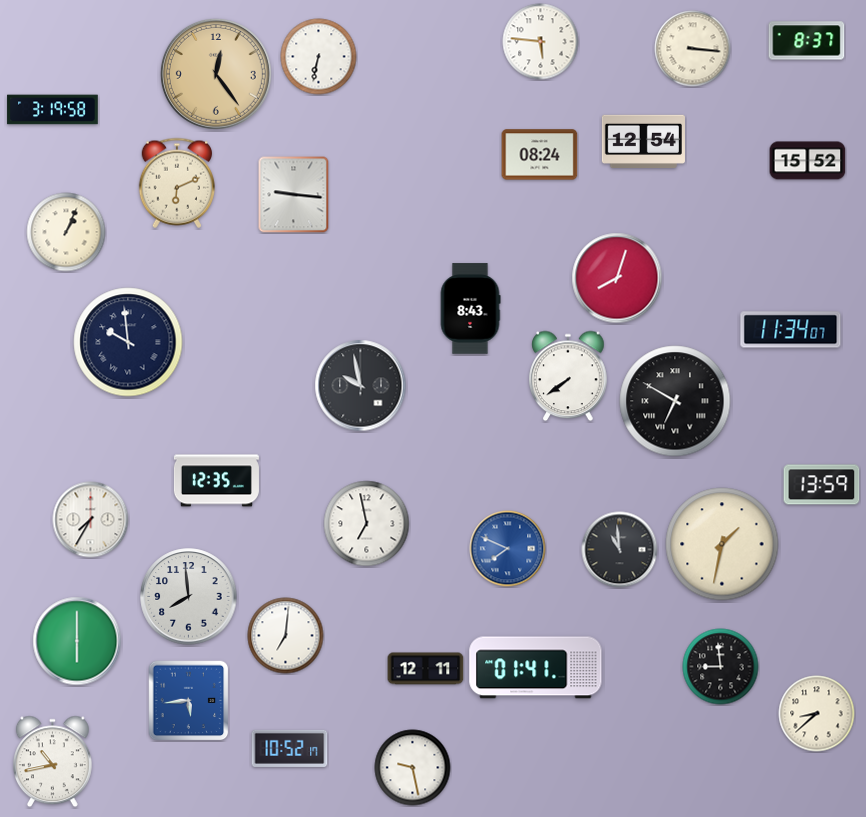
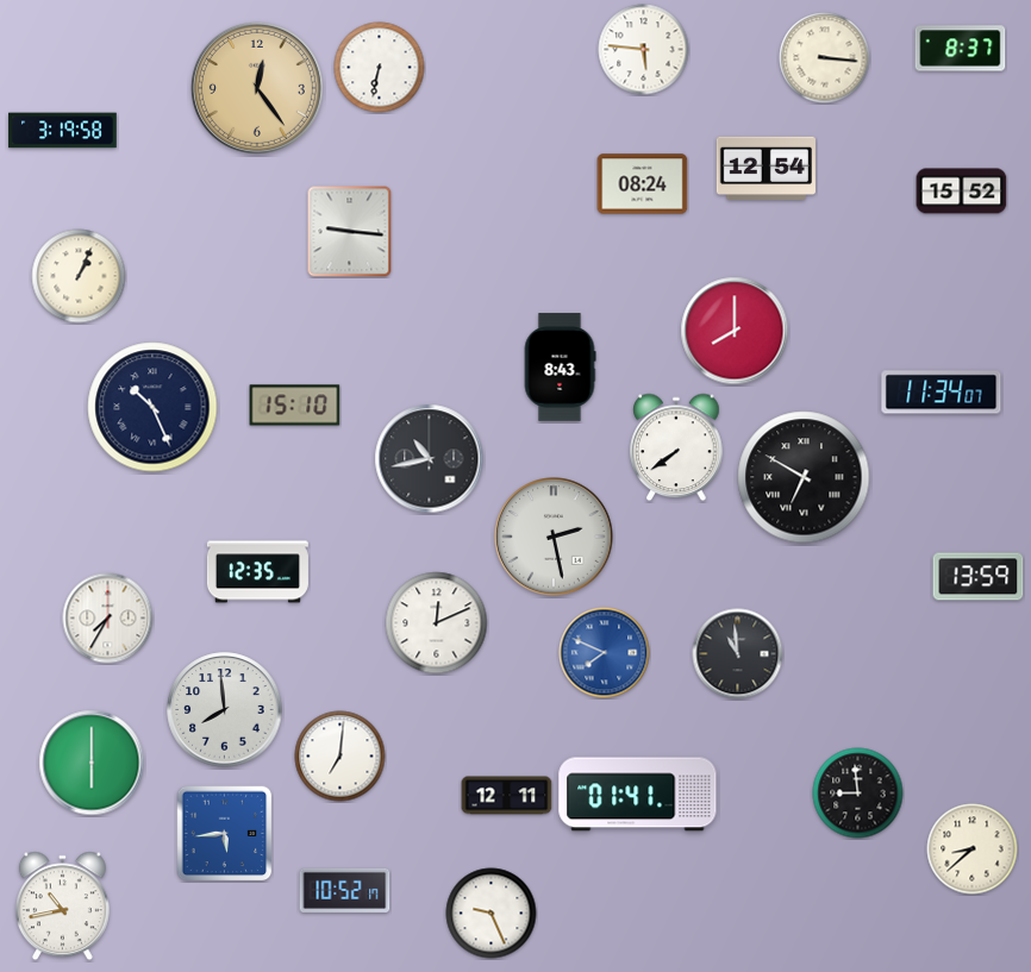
clock at (176, 183): 6:11 -> none
clock at (617, 278): 8:03 -> 8:00
clock at (295, 406): none -> 15:10
clock at (128, 342): 9:59 -> 10:26
clock at (361, 386): 9:58 -> 10:43
clock at (554, 537): none -> 2:28
clock at (367, 524): 6:58 -> 12:11
clock at (722, 544): 1:32 -> none
clock at (413, 768): 9:28 -> 9:26
